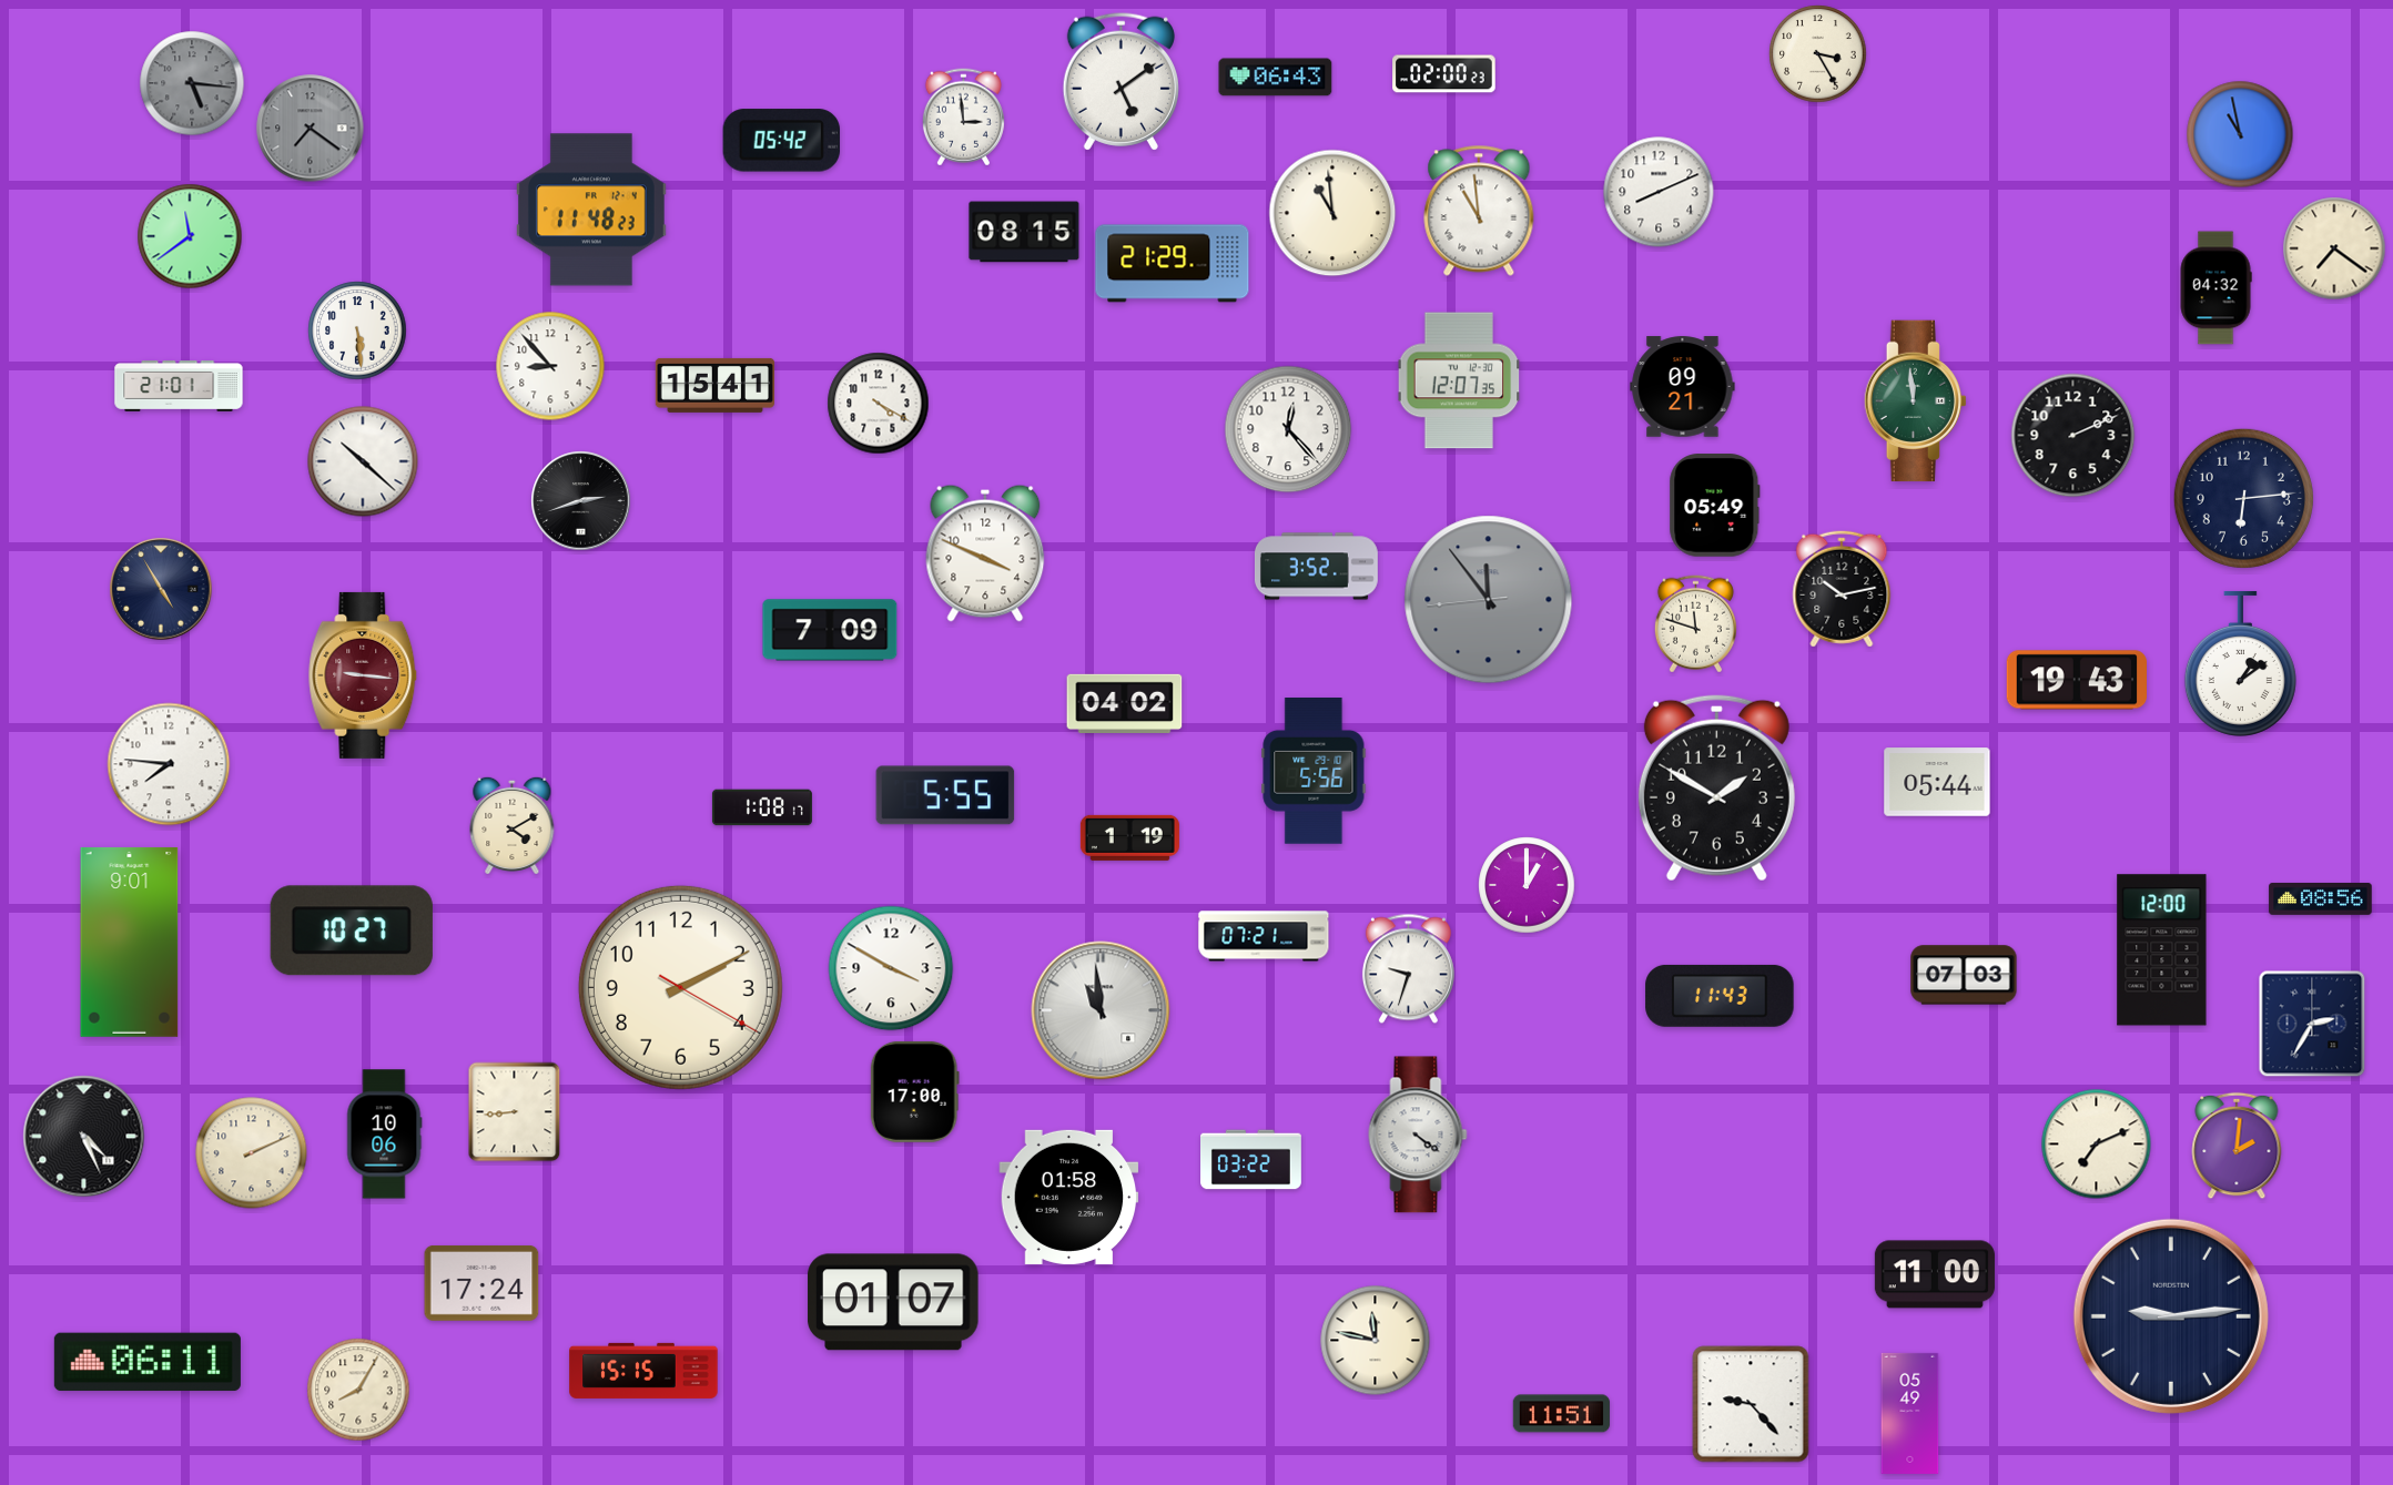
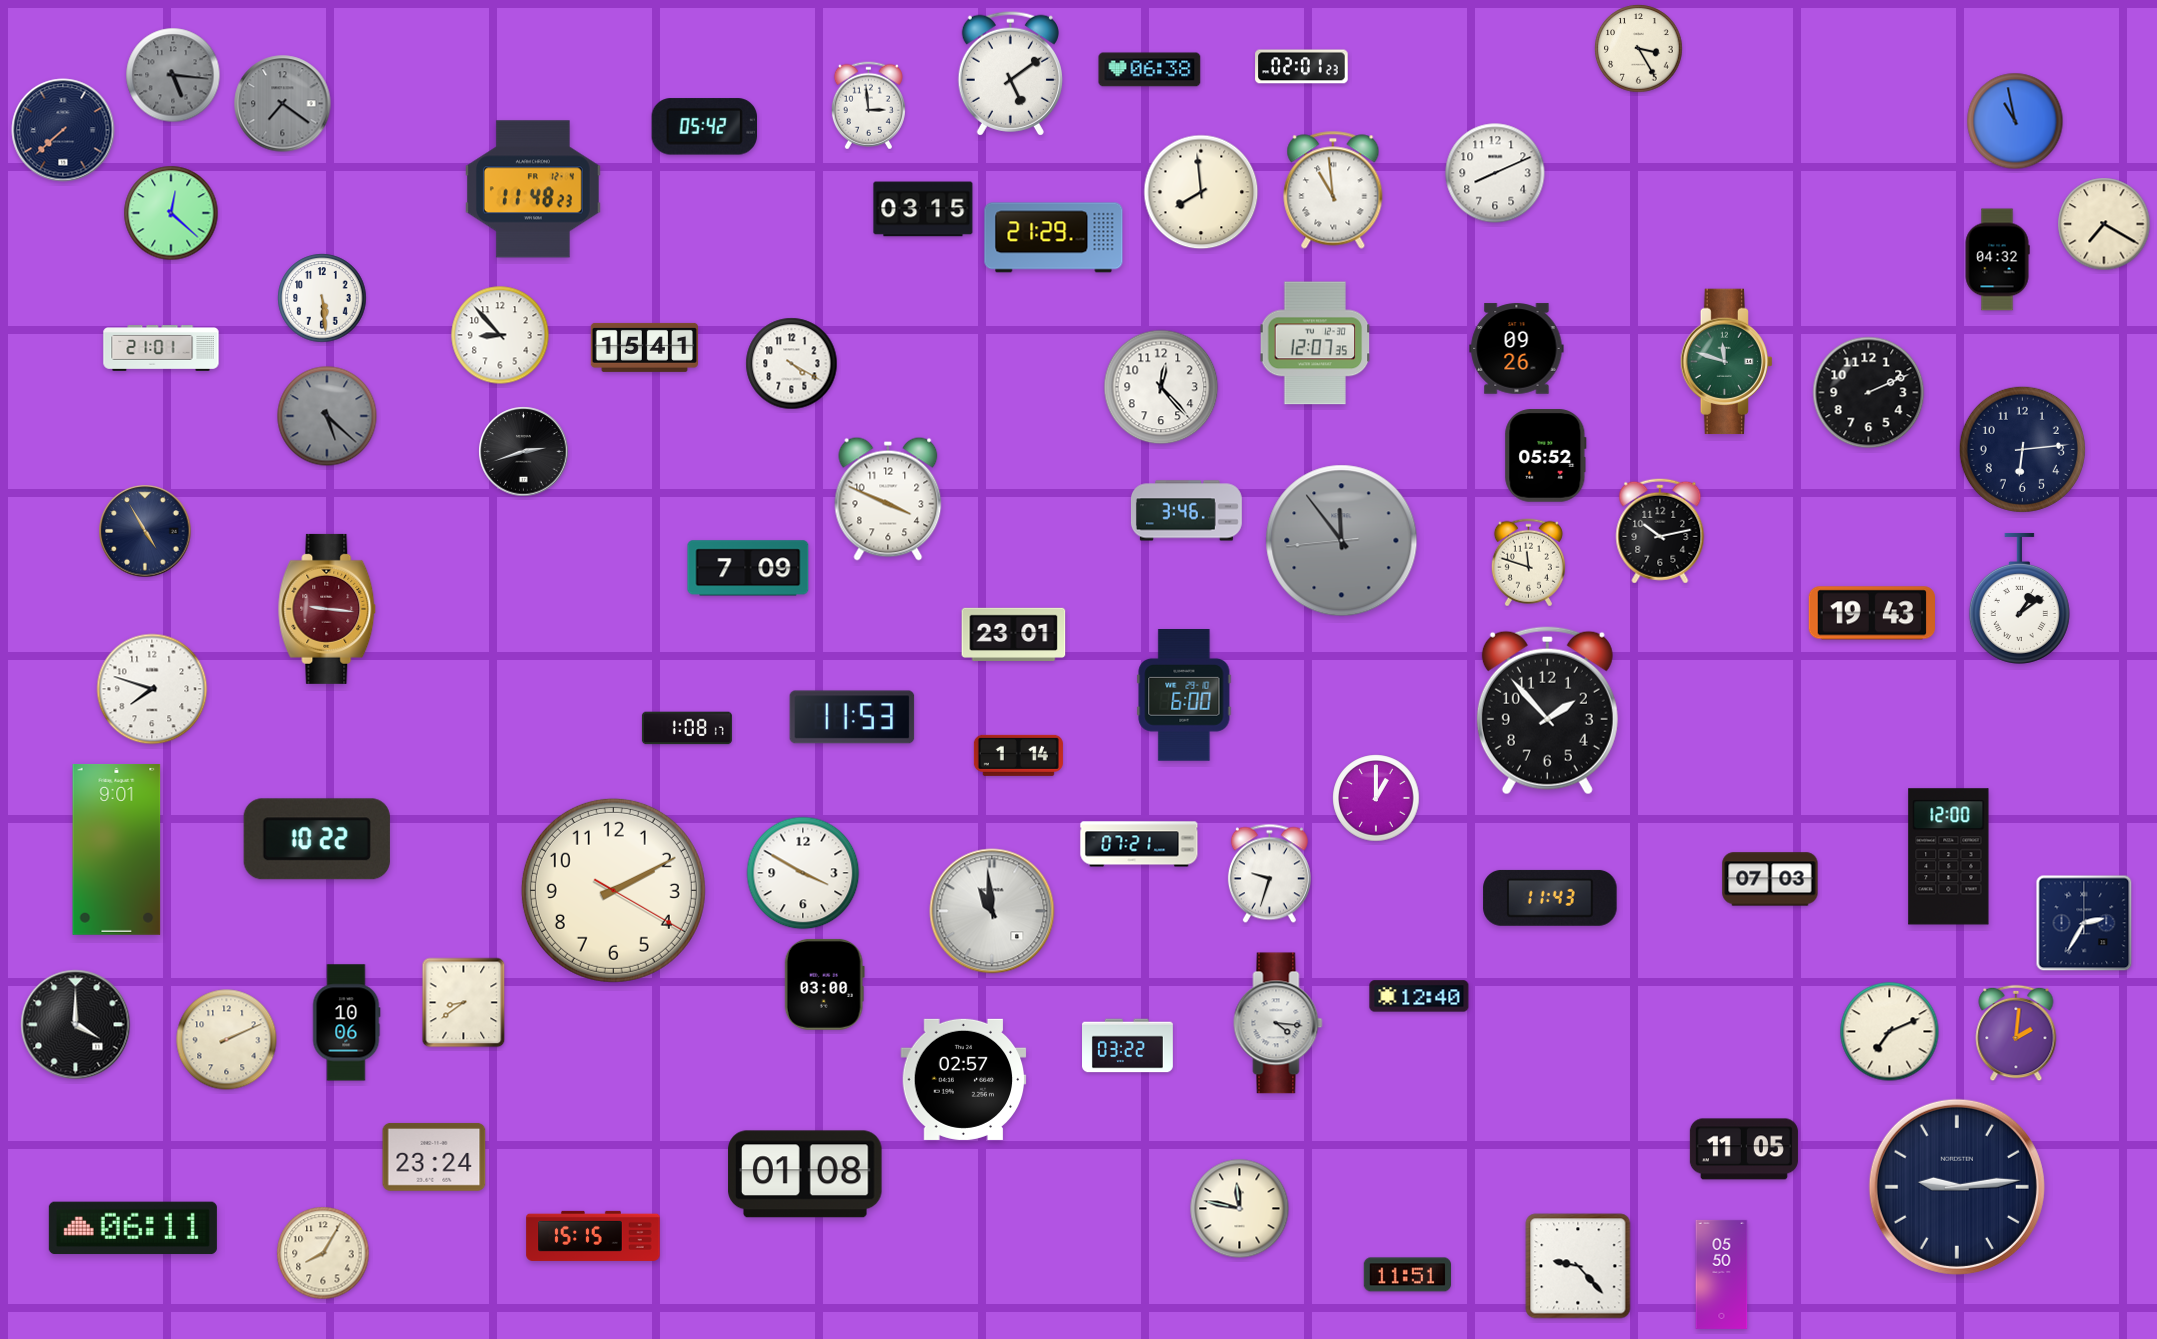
clock at (1444, 74): 02:00 -> 02:01
clock at (1276, 78): 06:43 -> 06:38
clock at (311, 129) position: (311, 129) -> (283, 104)
clock at (2240, 134) position: (2240, 134) -> (2015, 121)
clock at (63, 130): none -> 7:38
clock at (1332, 213): 10:59 -> 7:59
clock at (1024, 232): 08:15 -> 03:15
clock at (190, 236): 11:39 -> 12:22
clock at (2334, 248): 7:21 -> 7:20
clock at (1173, 264) position: (1173, 264) -> (1054, 238)
clock at (550, 366) position: (550, 366) -> (500, 335)
clock at (1683, 387): 09:21 -> 09:26
clock at (1915, 401): 11:59 -> 11:48
clock at (363, 461): 10:22 -> 5:22
clock at (363, 461) dial: white -> grey
clock at (1715, 506): 05:49 -> 05:52
clock at (1316, 567): 3:52 -> 3:46
clock at (1125, 703): 04:02 -> 23:01
clock at (169, 764): 7:46 -> 7:48
clock at (1314, 772): 5:56 -> 6:00
clock at (1937, 782): 05:44 -> none
clock at (1716, 789): 1:50 -> 1:53
clock at (945, 795): 5:55 -> 11:53
clock at (513, 824): 4:10 -> none
clock at (1129, 837): 1:19 -> 1:14
clock at (2321, 898): 08:56 -> none
clock at (352, 930): 10:27 -> 10:22
clock at (914, 1091): 17:00 -> 03:00
clock at (1419, 996): none -> 12:40
clock at (515, 1112): 8:44 -> 8:39
clock at (1418, 1135): 4:21 -> 4:16
clock at (84, 1137): 4:26 -> 4:00
clock at (1069, 1197): 01:58 -> 02:57
clock at (1935, 1274): 11:00 -> 11:05
clock at (481, 1283): 17:24 -> 23:24
clock at (893, 1302): 01:07 -> 01:08
clock at (643, 1371) position: (643, 1371) -> (593, 1236)
clock at (1910, 1413): 05:49 -> 05:50
